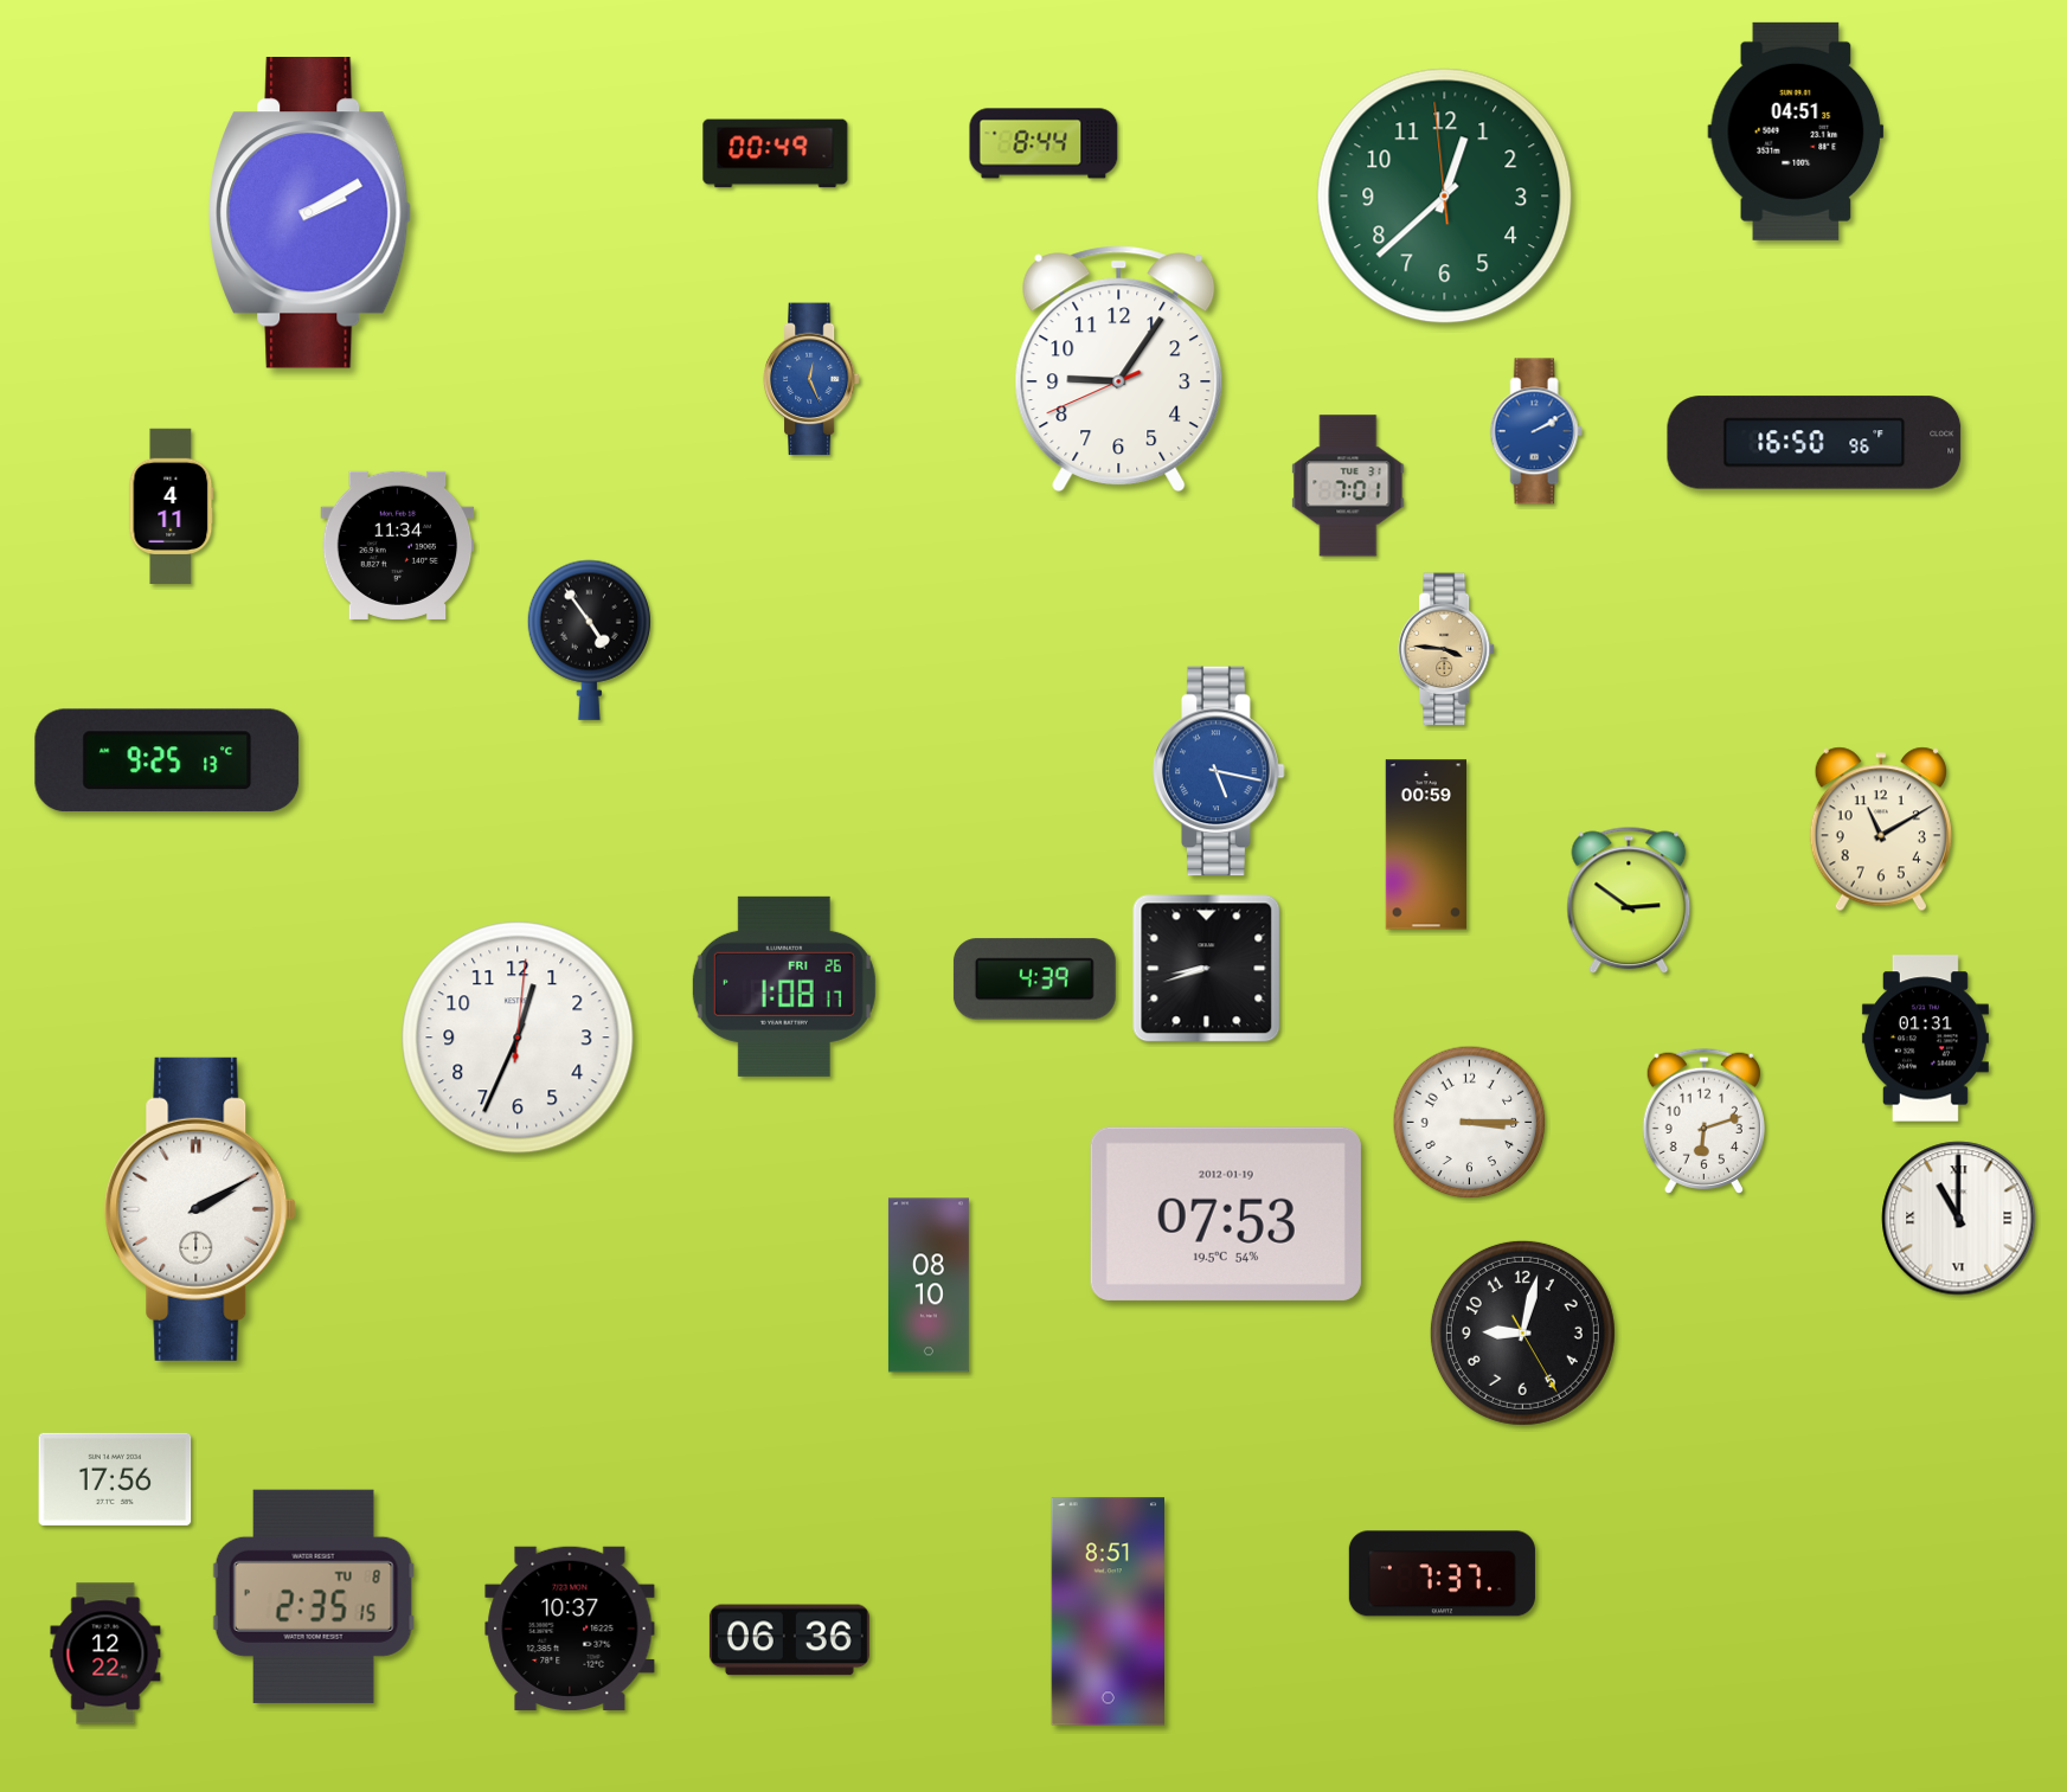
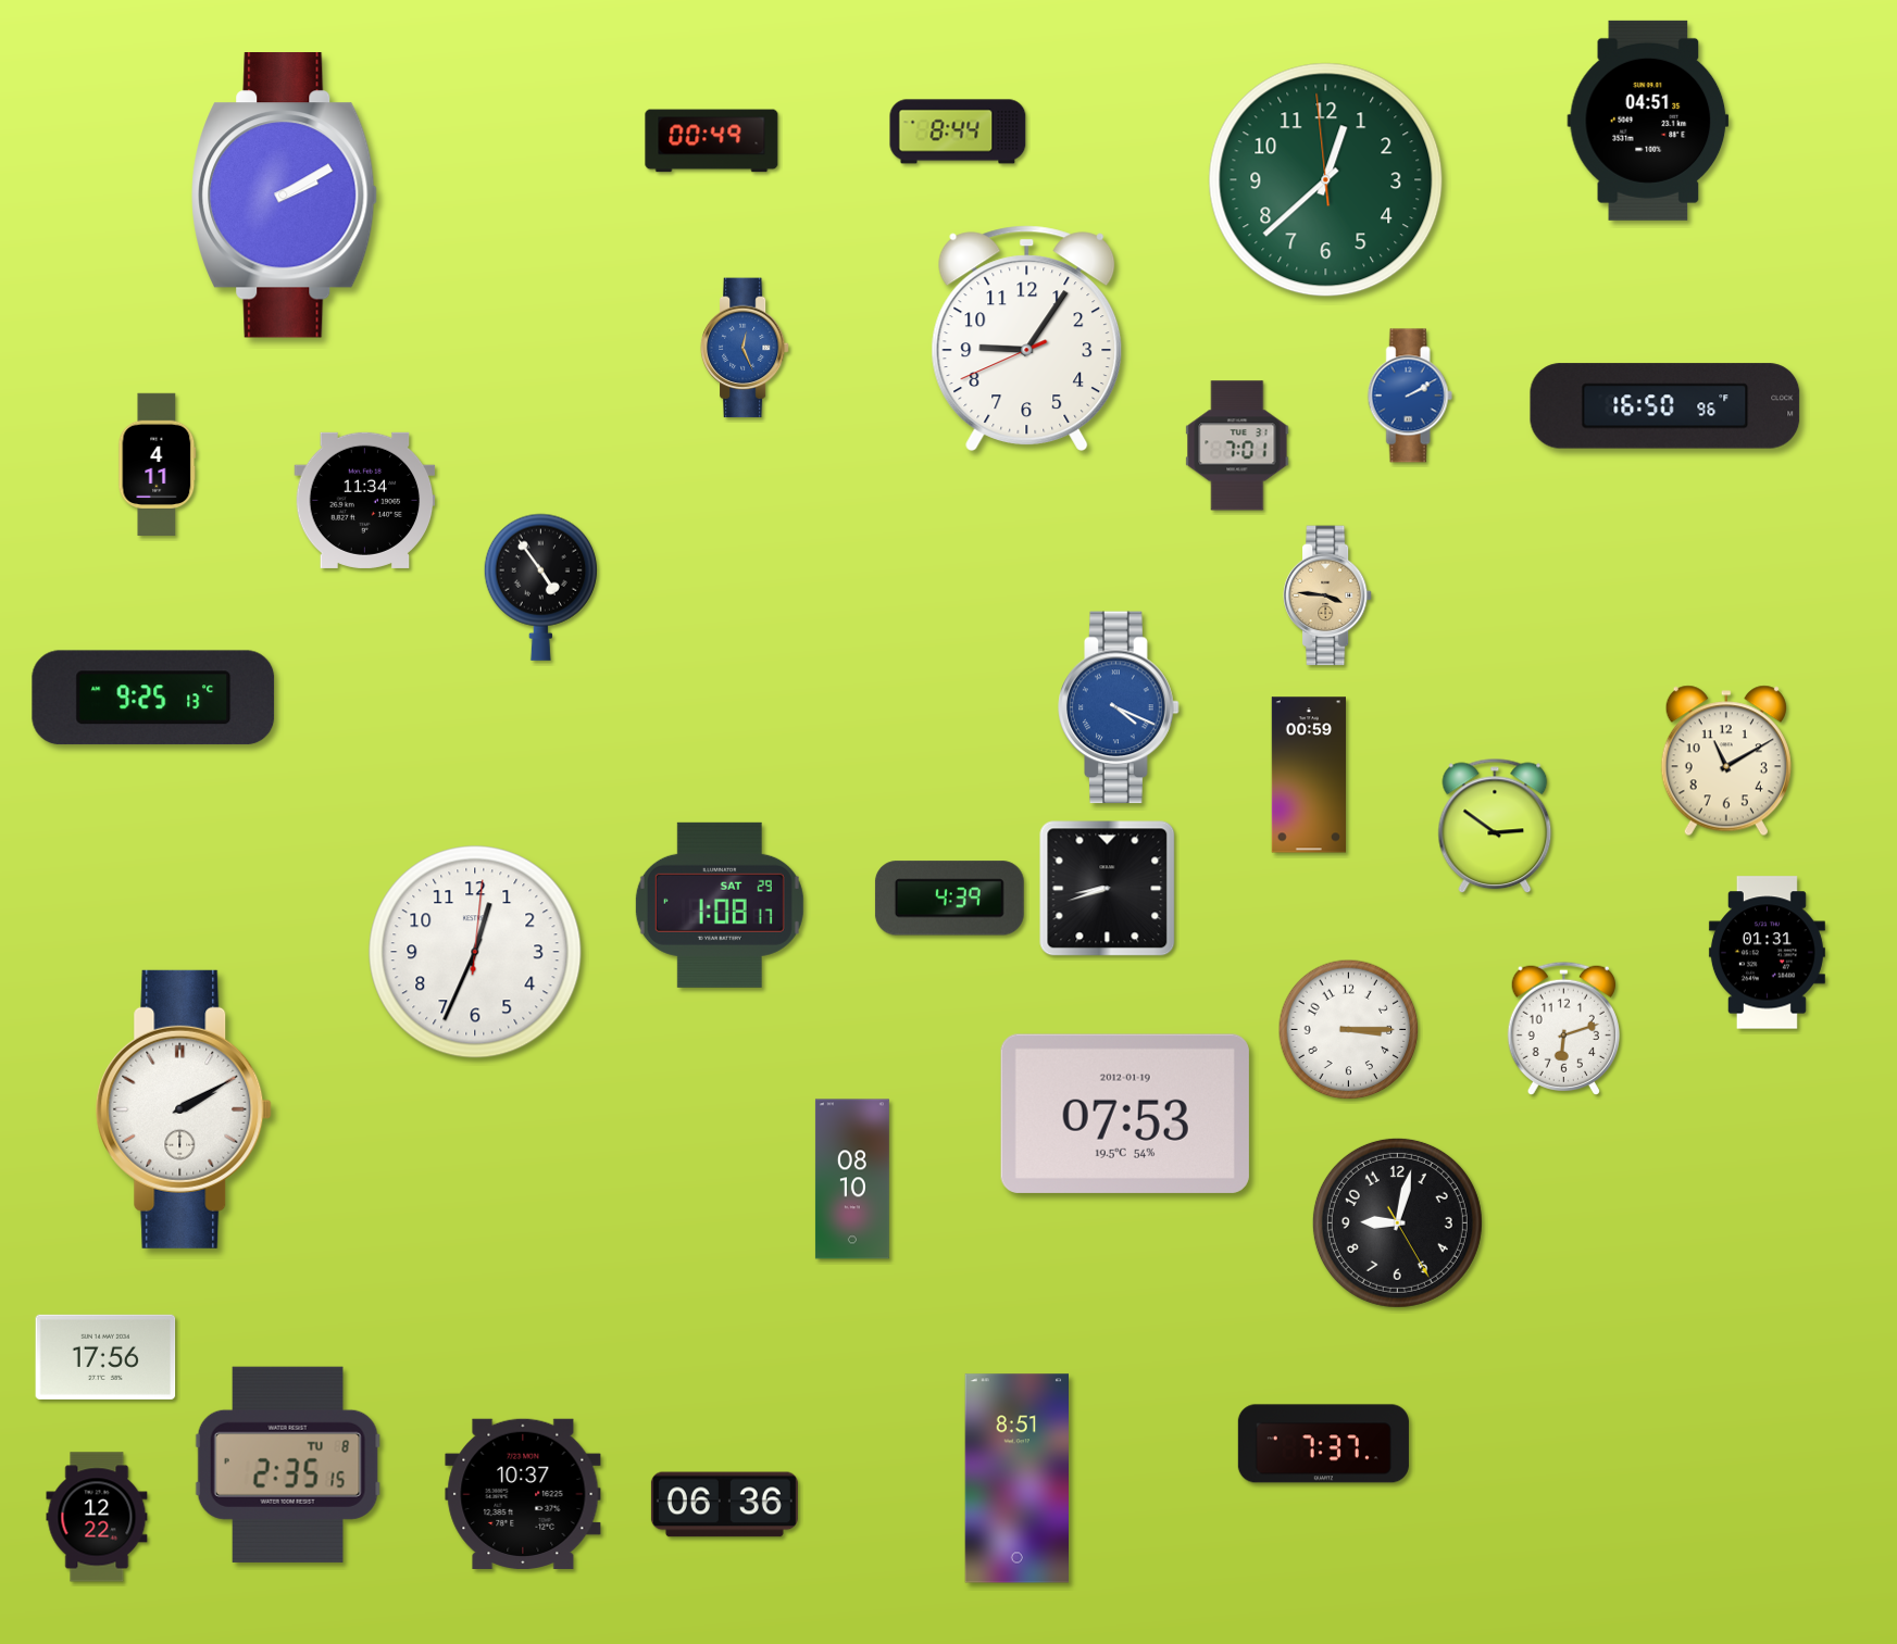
clock at (1219, 771): 5:17 -> 4:19
clock at (784, 987) date: FRI 26 -> SAT 29
clock at (1959, 1219): 11:00 -> none
